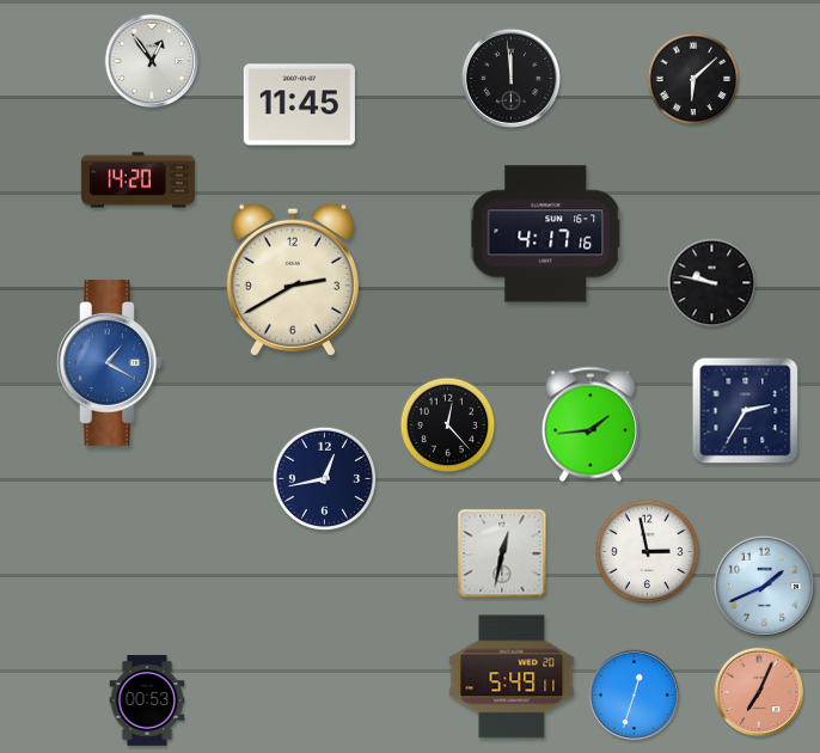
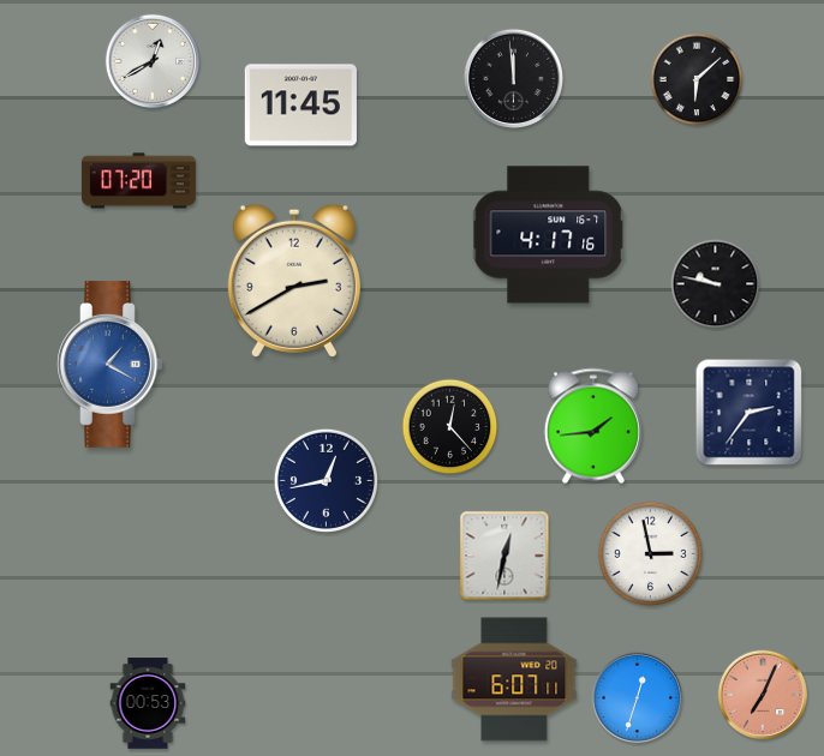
clock at (151, 60): 12:54 -> 12:40
clock at (137, 180): 14:20 -> 07:20
clock at (746, 411): 2:35 -> 2:36
clock at (764, 586): 1:41 -> none
clock at (512, 677): 5:49 -> 6:07
